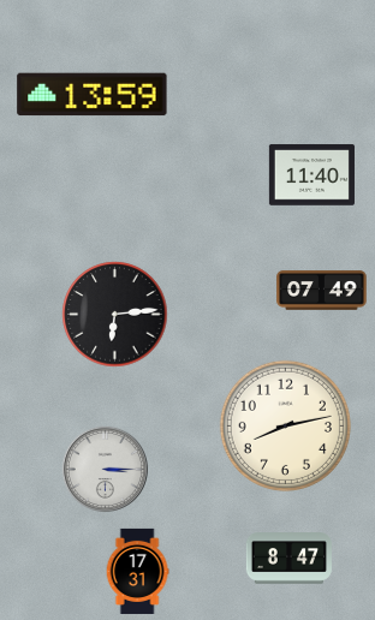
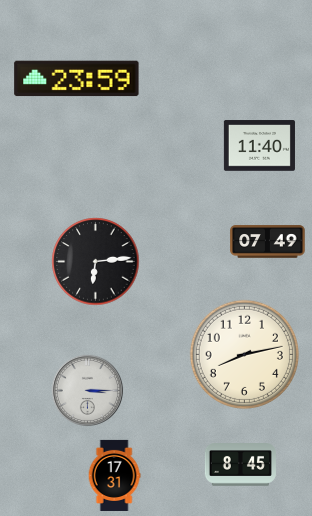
clock at (93, 95): 13:59 -> 23:59
clock at (285, 425) position: (285, 425) -> (244, 354)
clock at (288, 559): 8:47 -> 8:45
